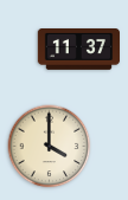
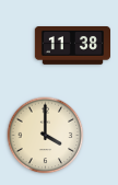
clock at (79, 50): 11:37 -> 11:38
